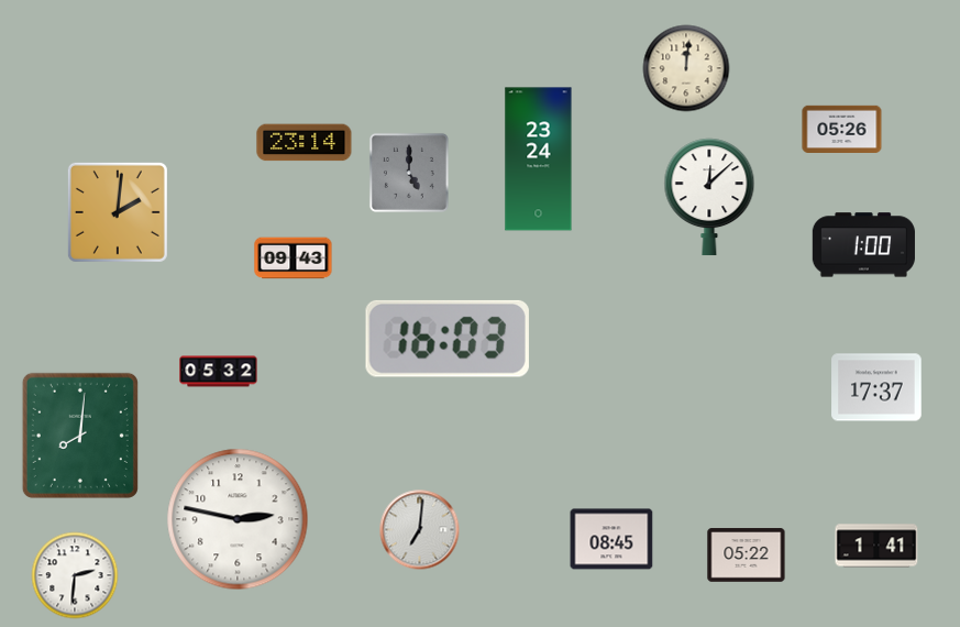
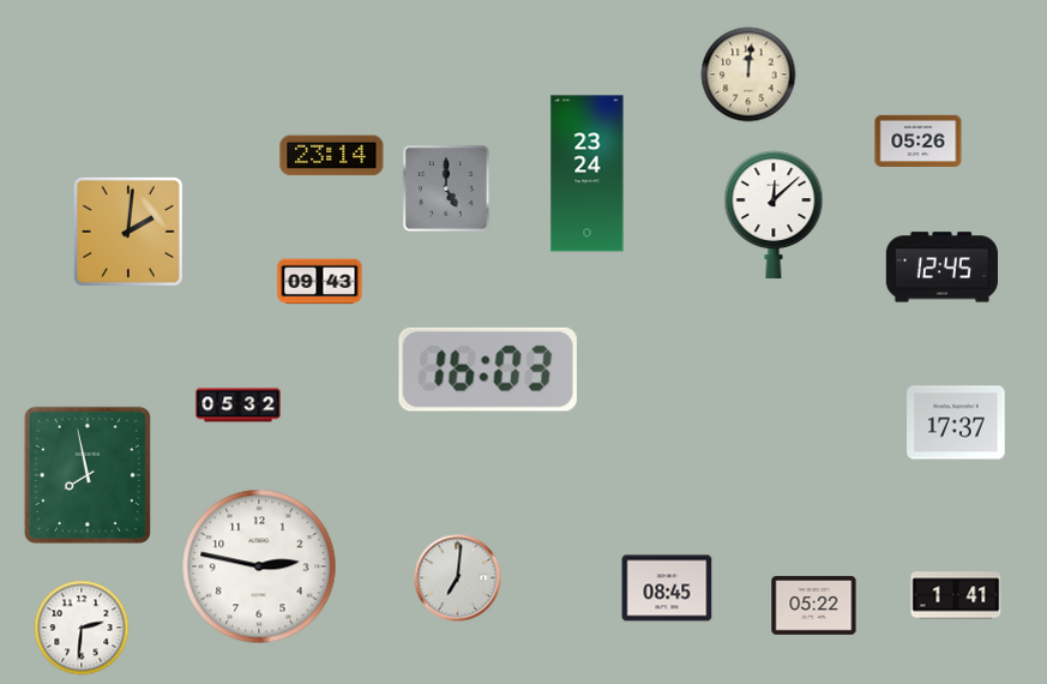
clock at (863, 245): 1:00 -> 12:45
clock at (80, 436): 8:01 -> 7:58
